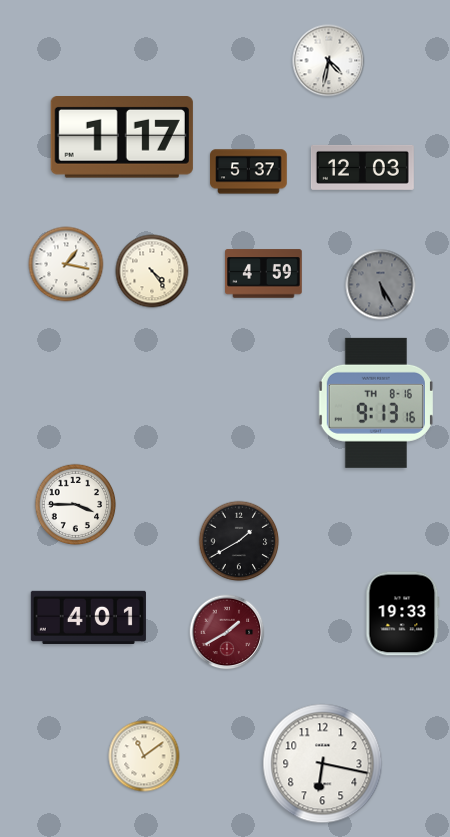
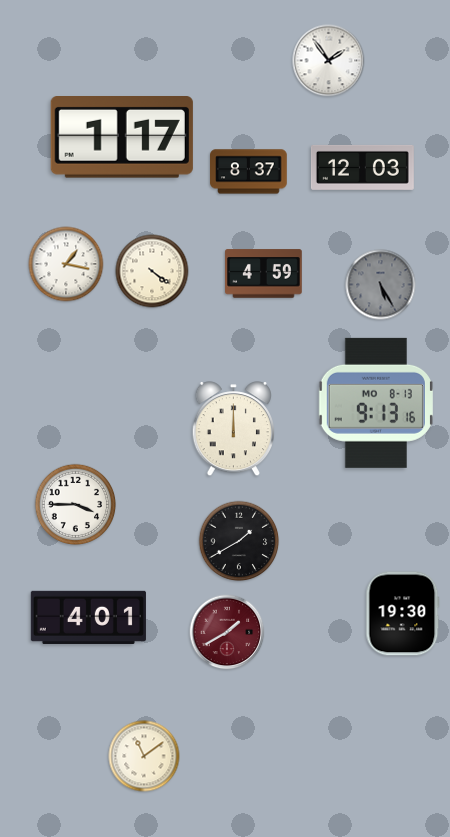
clock at (329, 61): 4:32 -> 1:54
clock at (249, 172): 5:37 -> 8:37
clock at (152, 271): 4:24 -> 4:21
clock at (376, 403) date: TH 8-16 -> MO 8-13
clock at (233, 429): none -> 12:00
clock at (403, 614): 19:33 -> 19:30
clock at (323, 764): 6:17 -> none
